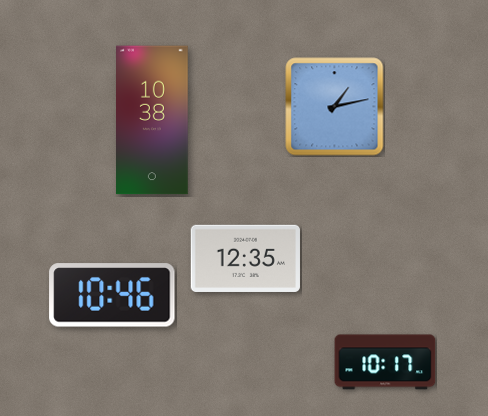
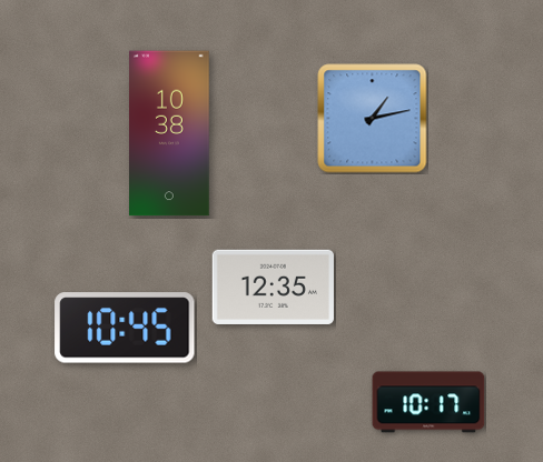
clock at (112, 295): 10:46 -> 10:45
